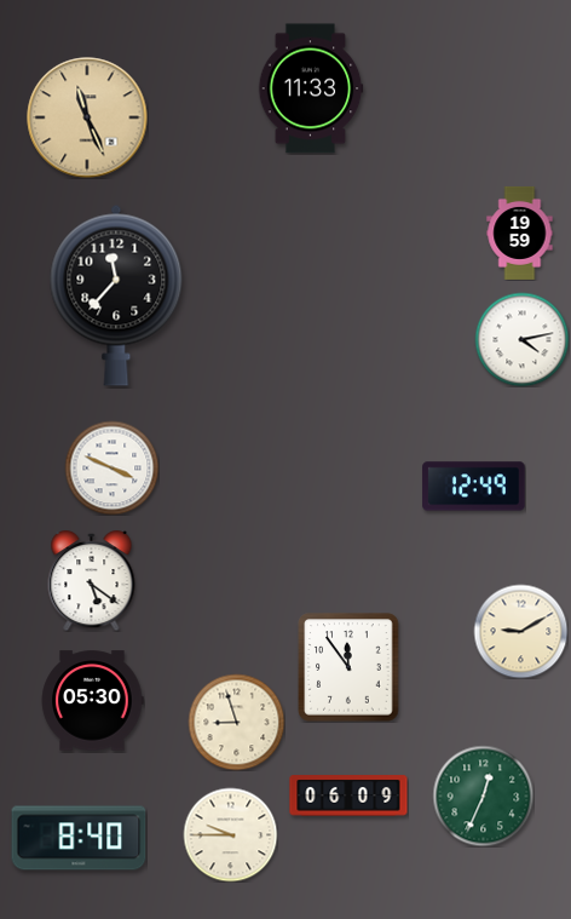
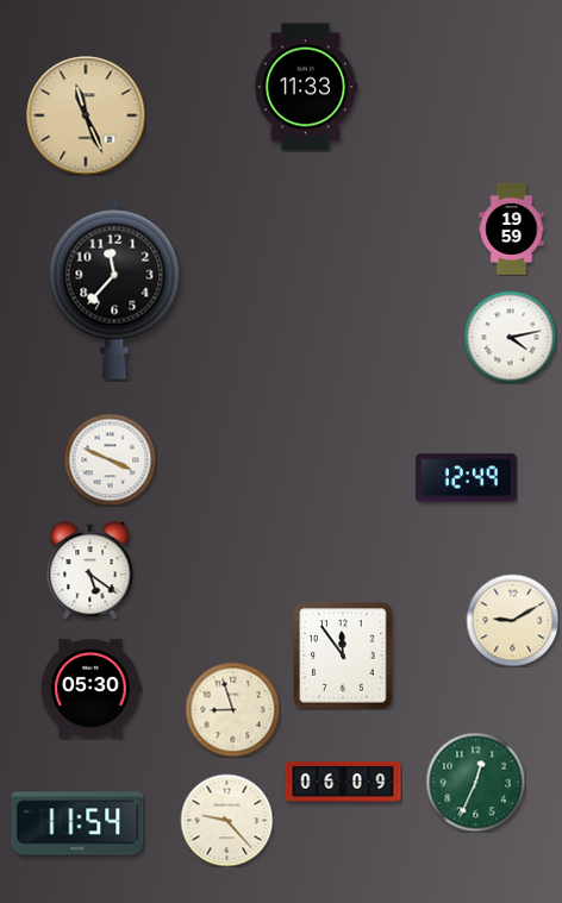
clock at (521, 339) position: (521, 339) -> (510, 337)
clock at (230, 834): 9:45 -> 9:23
clock at (79, 838): 8:40 -> 11:54
